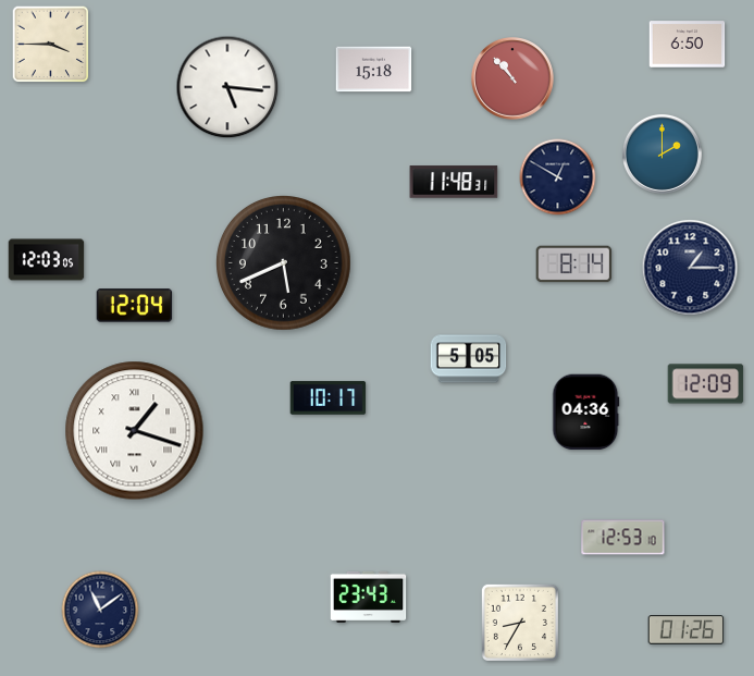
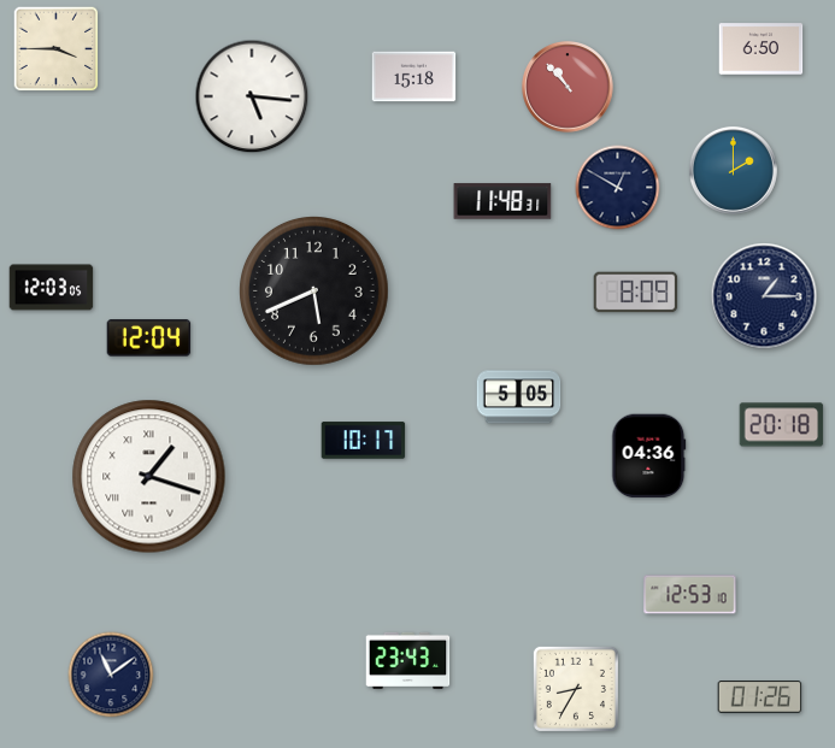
clock at (558, 177) position: (558, 177) -> (618, 188)
clock at (574, 265): 8:14 -> 8:09
clock at (706, 384): 12:09 -> 20:18
